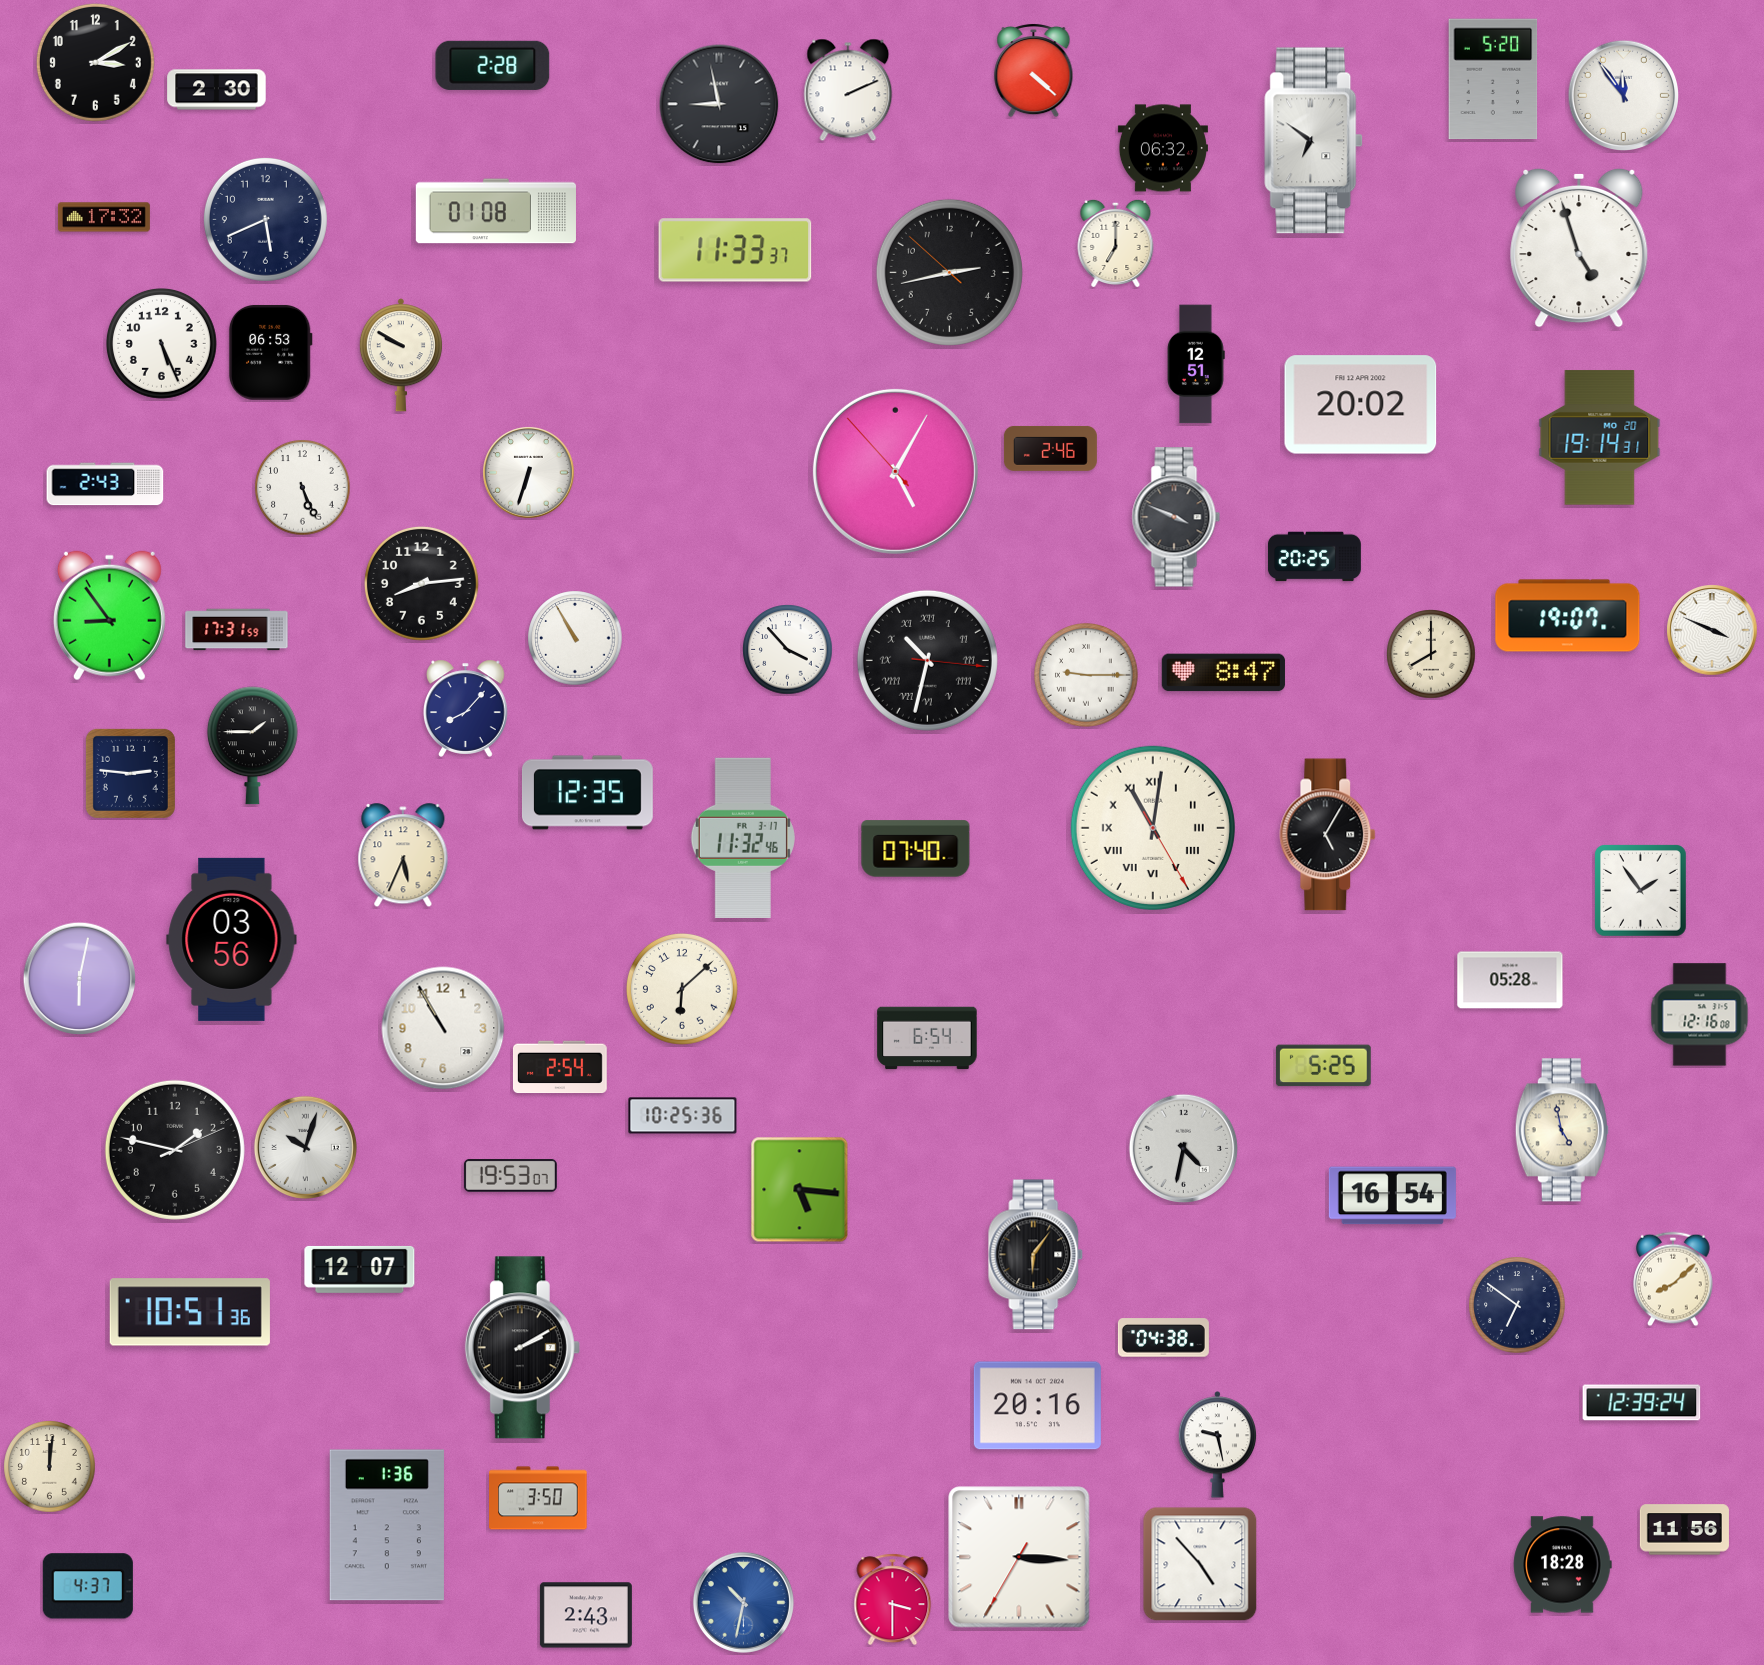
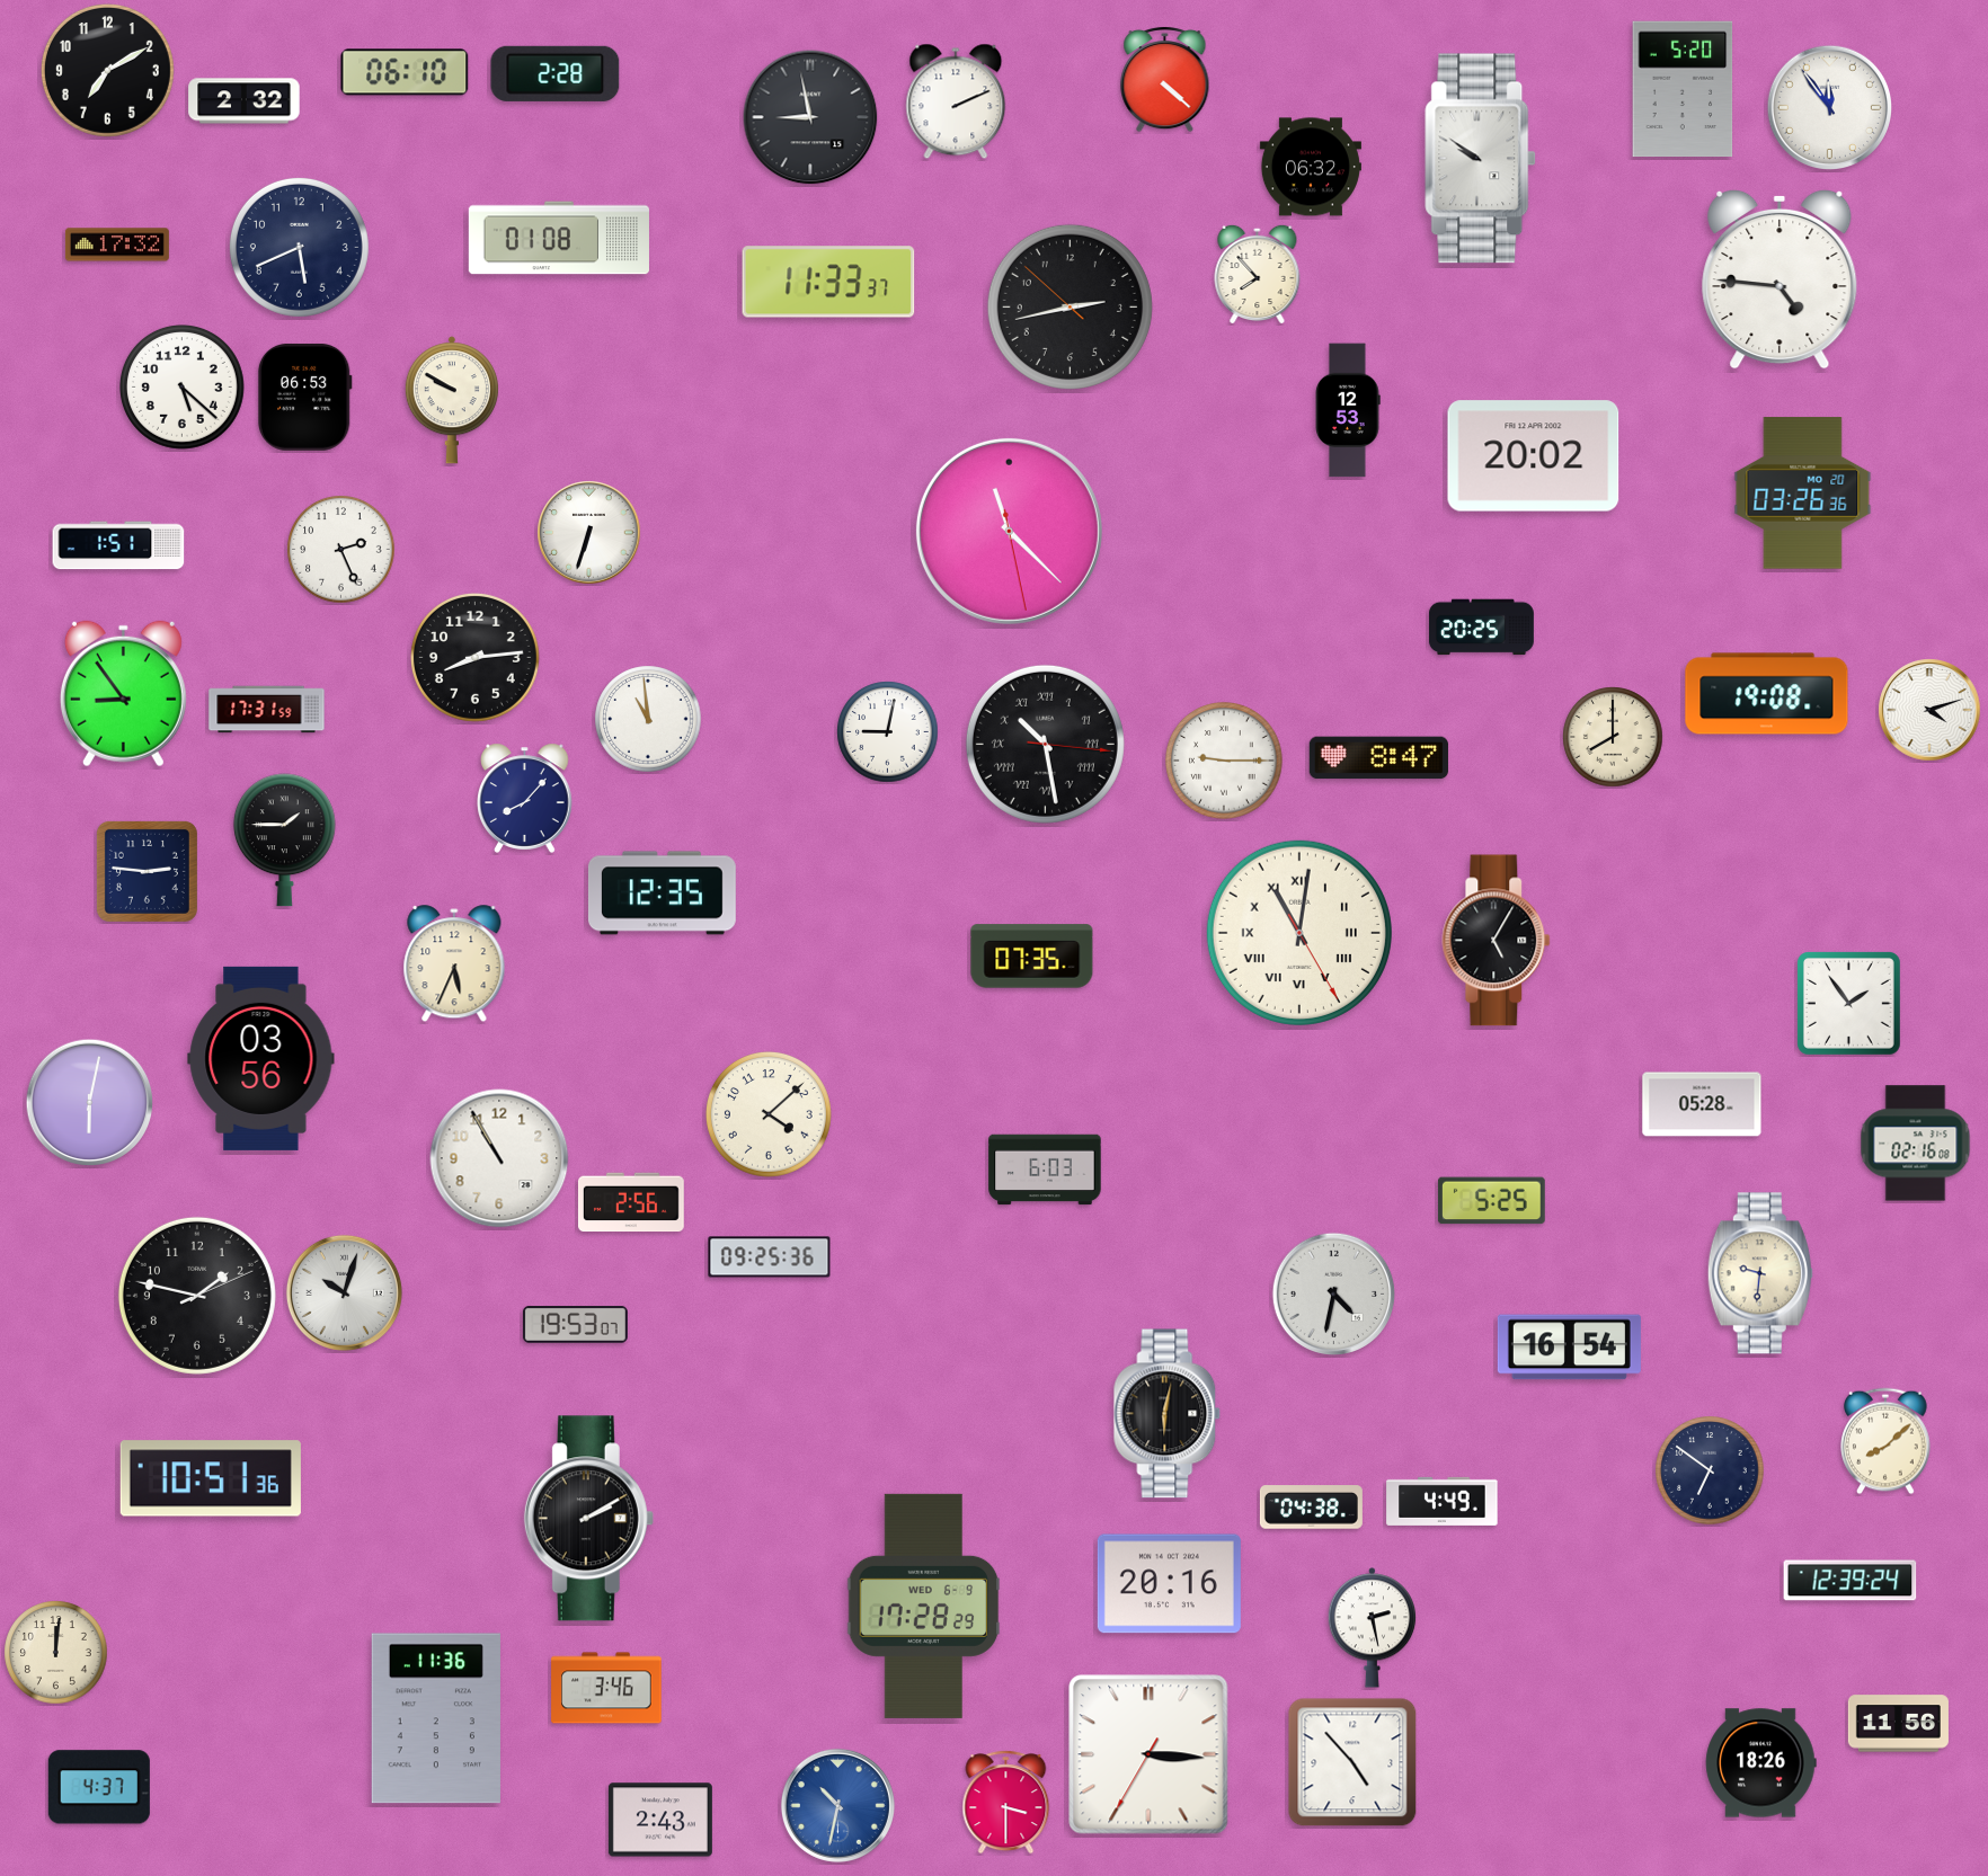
clock at (95, 62): 3:10 -> 7:10
clock at (405, 72): none -> 06:10
clock at (217, 90): 2:30 -> 2:32
clock at (1314, 141): 6:51 -> 9:51
clock at (1116, 242): 7:00 -> 7:53
clock at (1579, 248): 4:57 -> 4:46
clock at (162, 344): 5:26 -> 5:22
clock at (1196, 364): 12:51 -> 12:53
clock at (1600, 438): 19:14 -> 03:26
clock at (1050, 448): 2:46 -> none
clock at (895, 471): 5:04 -> 11:22
clock at (529, 473) position: (529, 473) -> (589, 533)
clock at (105, 484): 2:43 -> 1:51
clock at (303, 488): 5:26 -> 2:26
clock at (1176, 517): 3:49 -> none
clock at (1568, 616): 19:07 -> 19:08
clock at (1712, 630): 3:49 -> 4:12
clock at (575, 638): 10:55 -> 10:59
clock at (788, 650): 3:53 -> 9:02
clock at (927, 660): 10:32 -> 10:28
clock at (743, 838): 11:32 -> none
clock at (916, 849): 07:40 -> 07:35
clock at (682, 989): 6:08 -> 4:08
clock at (1700, 1015): 12:16 -> 02:16
clock at (927, 1038): 6:54 -> 6:03
clock at (560, 1067): 2:54 -> 2:56
clock at (683, 1116): 10:25 -> 09:25
clock at (1562, 1130): 4:58 -> 9:31
clock at (800, 1190): 5:16 -> none
clock at (1036, 1255): 6:06 -> 6:02
clock at (360, 1269): 12:07 -> none
clock at (190, 1312) position: (190, 1312) -> (211, 1478)
clock at (1443, 1501): none -> 4:49
clock at (924, 1606): none -> 17:28
clock at (1218, 1445): 9:28 -> 2:28
clock at (538, 1498): 3:50 -> 3:46
clock at (387, 1525): 1:36 -> 11:36
clock at (1563, 1565): 18:28 -> 18:26
